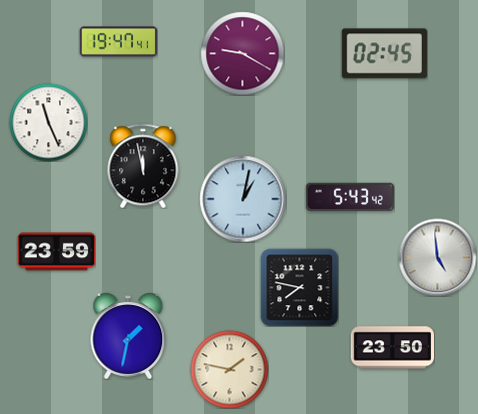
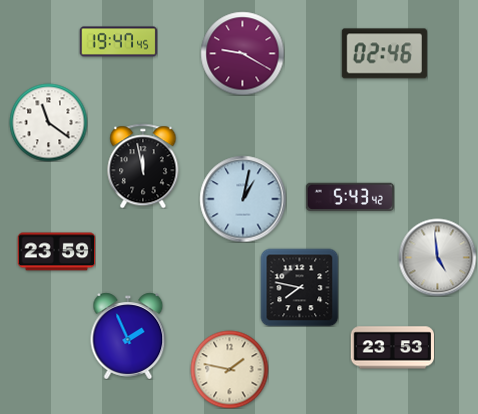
clock at (118, 42): 19:47:41 -> 19:47:45
clock at (384, 54): 02:45 -> 02:46
clock at (48, 122): 11:26 -> 11:21
clock at (128, 336): 1:32 -> 1:56
clock at (392, 348): 23:50 -> 23:53
